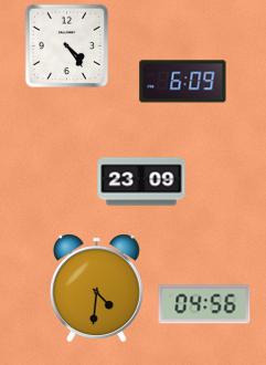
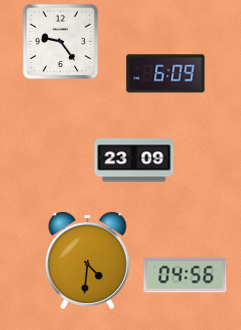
clock at (67, 46): 4:24 -> 9:24
clock at (141, 181) position: (141, 181) -> (134, 160)
